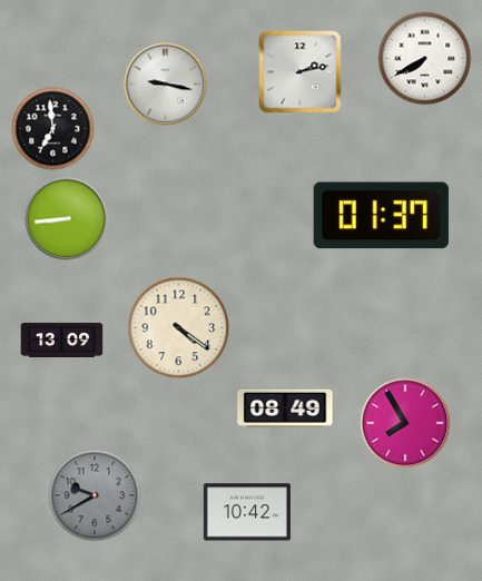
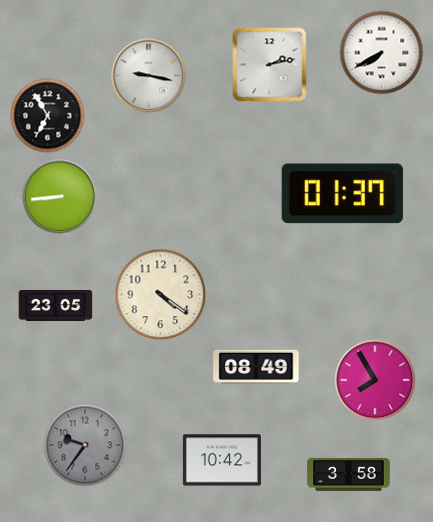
clock at (53, 129): 6:59 -> 6:55
clock at (62, 339): 13:09 -> 23:05
clock at (405, 423) position: (405, 423) -> (375, 380)
clock at (95, 495): 9:40 -> 9:36
clock at (349, 474): none -> 3:58
